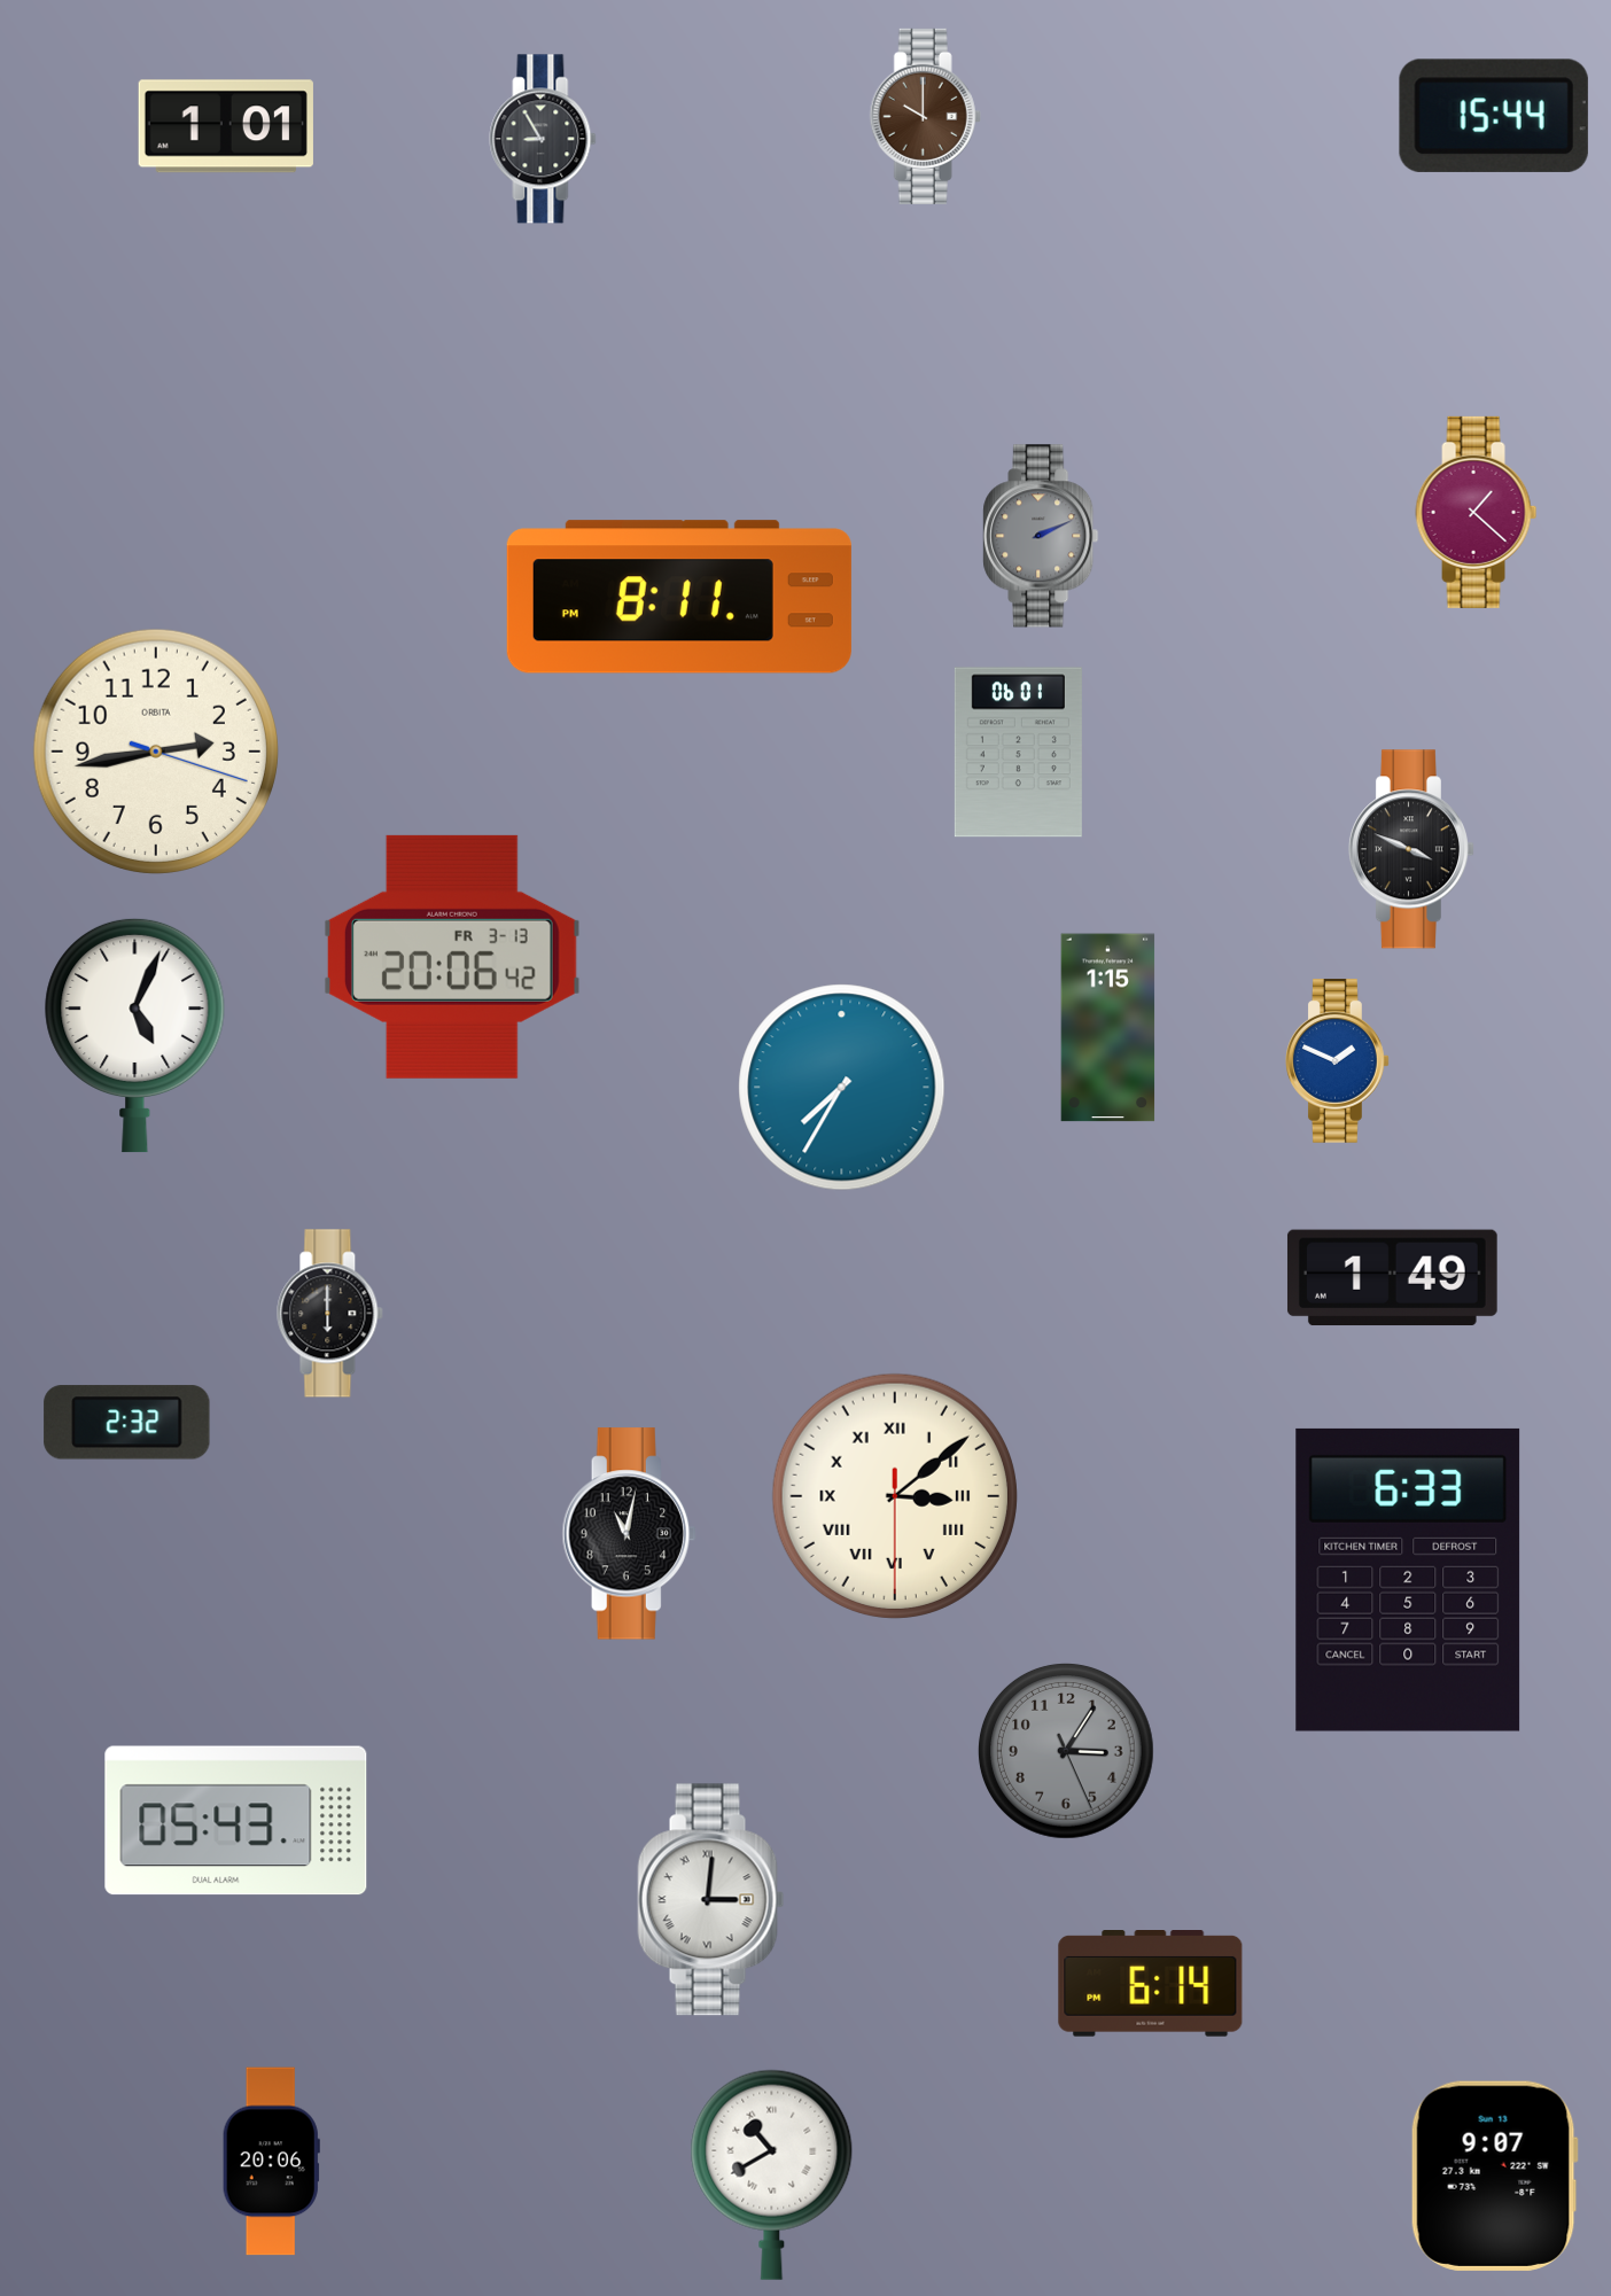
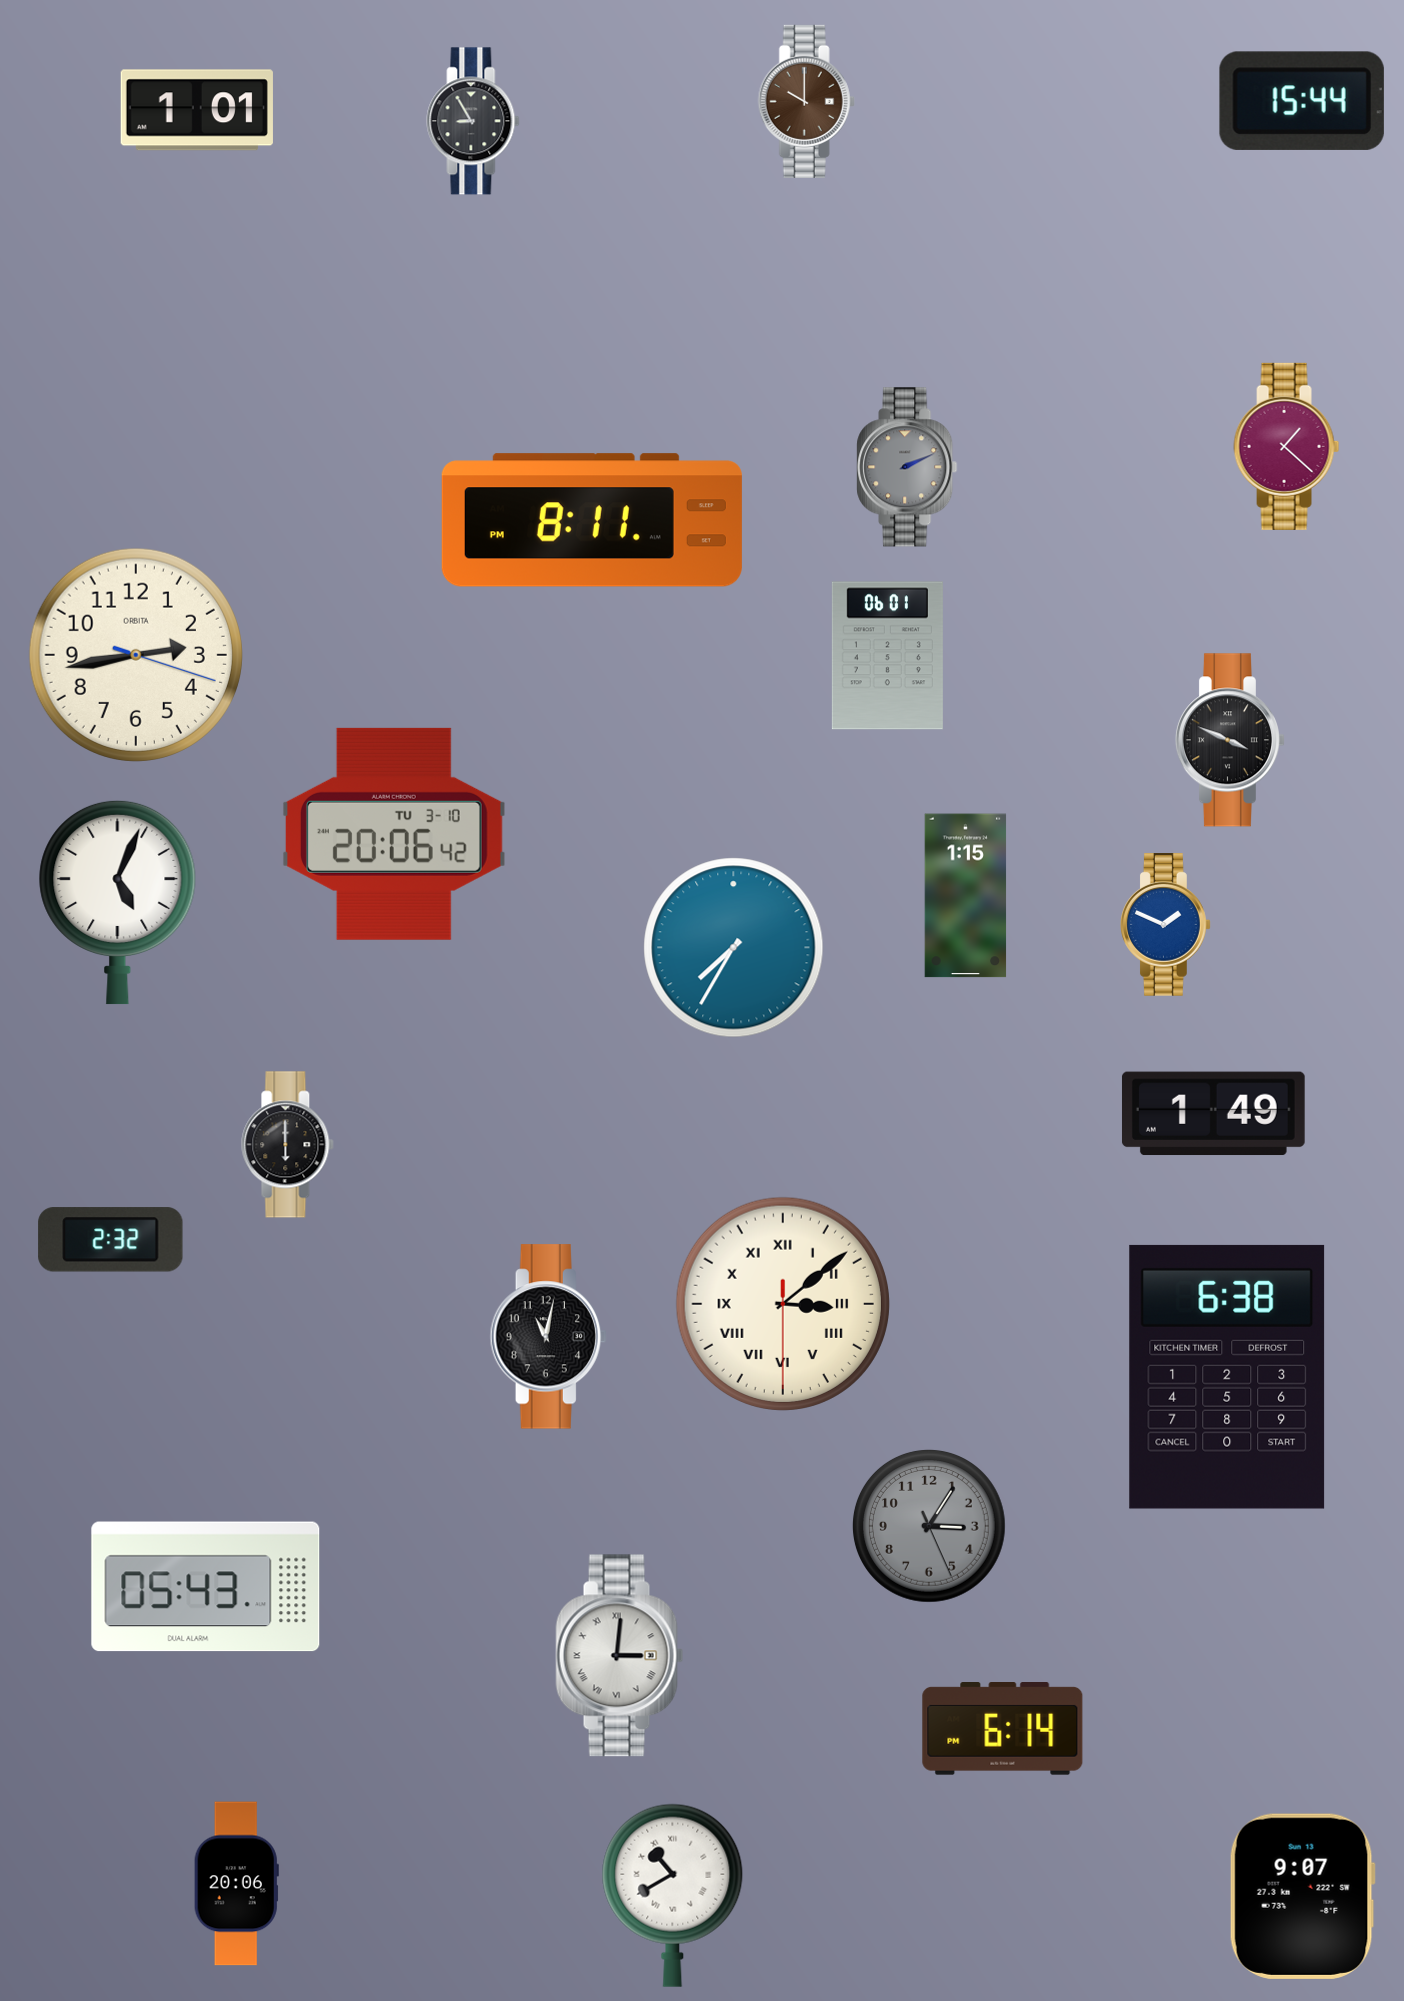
clock at (452, 957) date: FR 3-13 -> TU 3-10
clock at (895, 1496) position: (895, 1496) -> (783, 1304)
clock at (1408, 1580): 6:33 -> 6:38
